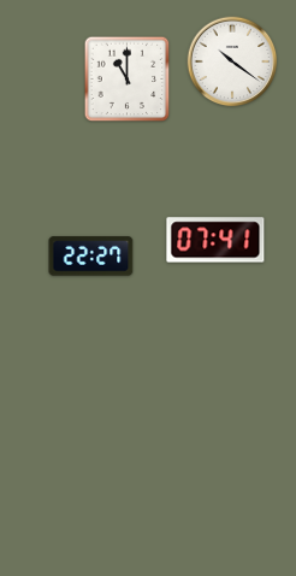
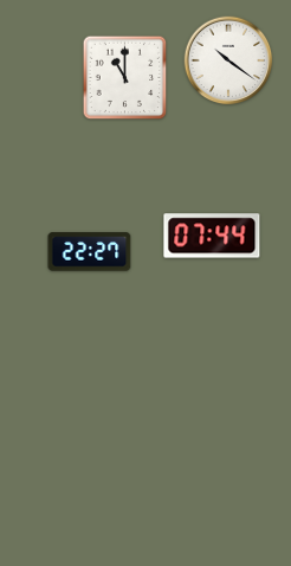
clock at (215, 240): 07:41 -> 07:44
